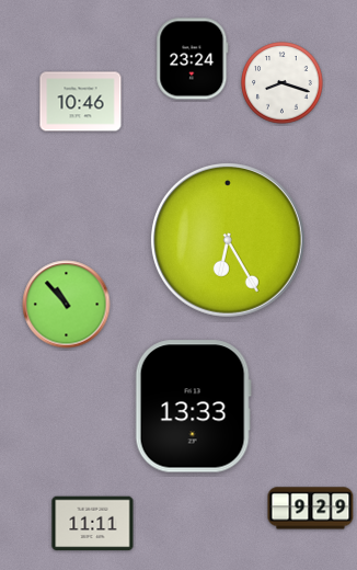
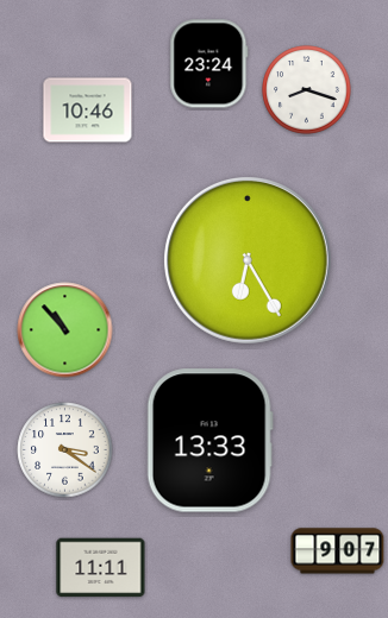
clock at (67, 305) position: (67, 305) -> (65, 330)
clock at (65, 450): none -> 3:21
clock at (311, 509): 9:29 -> 9:07
